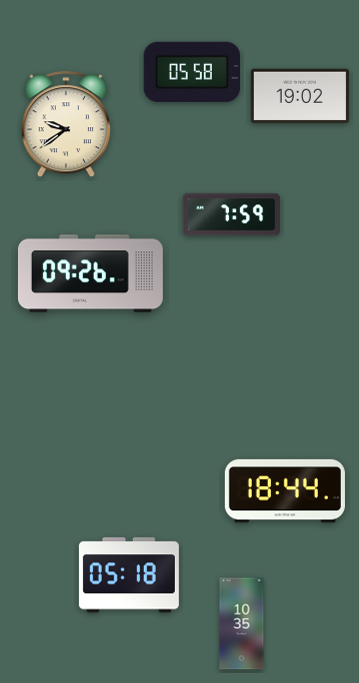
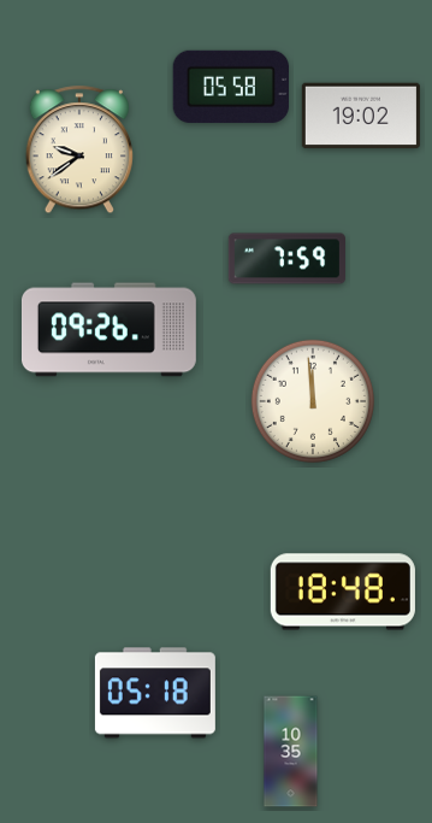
clock at (231, 215) position: (231, 215) -> (286, 259)
clock at (313, 401): none -> 11:59
clock at (285, 491): 18:44 -> 18:48
